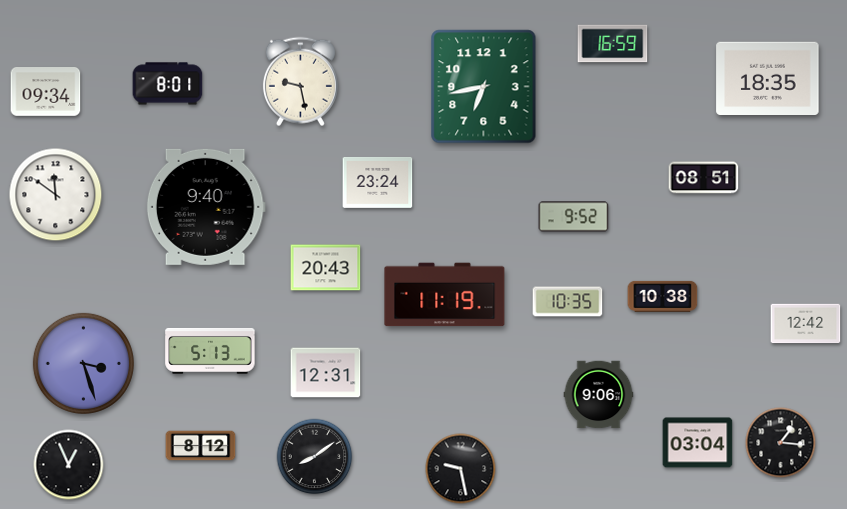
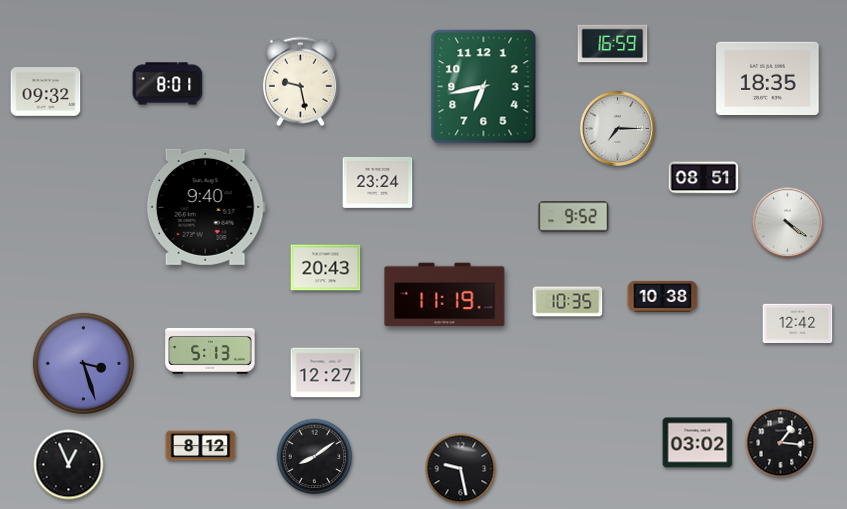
clock at (46, 92): 09:34 -> 09:32
clock at (617, 128): none -> 7:15
clock at (56, 195): 11:51 -> none
clock at (788, 223): none -> 4:21
clock at (806, 324) position: (806, 324) -> (798, 324)
clock at (326, 373): 12:31 -> 12:27
clock at (599, 395): 9:06 -> none
clock at (698, 443): 03:04 -> 03:02
